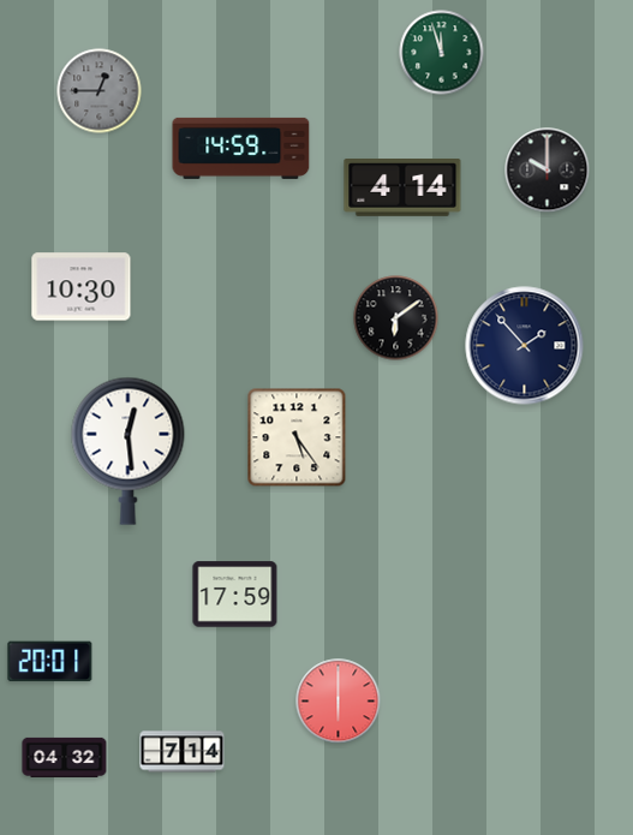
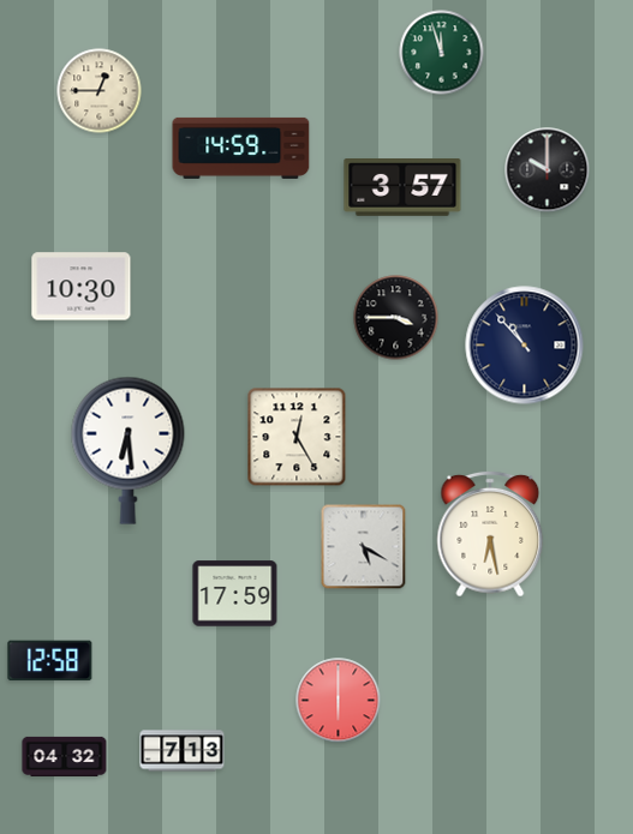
clock at (100, 91) dial: grey -> cream
clock at (402, 189): 4:14 -> 3:57
clock at (396, 318): 6:09 -> 3:45
clock at (525, 346): 1:53 -> 10:53
clock at (297, 437): 5:24 -> 12:25
clock at (129, 451): 12:29 -> 6:29
clock at (490, 534): none -> 6:28
clock at (364, 547): none -> 5:20
clock at (50, 662): 20:01 -> 12:58
clock at (183, 752): 7:14 -> 7:13
